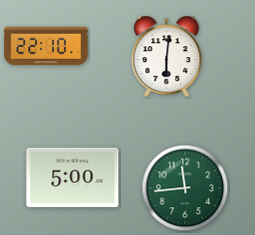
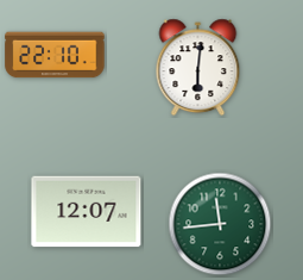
clock at (73, 178): 5:00 -> 12:07
